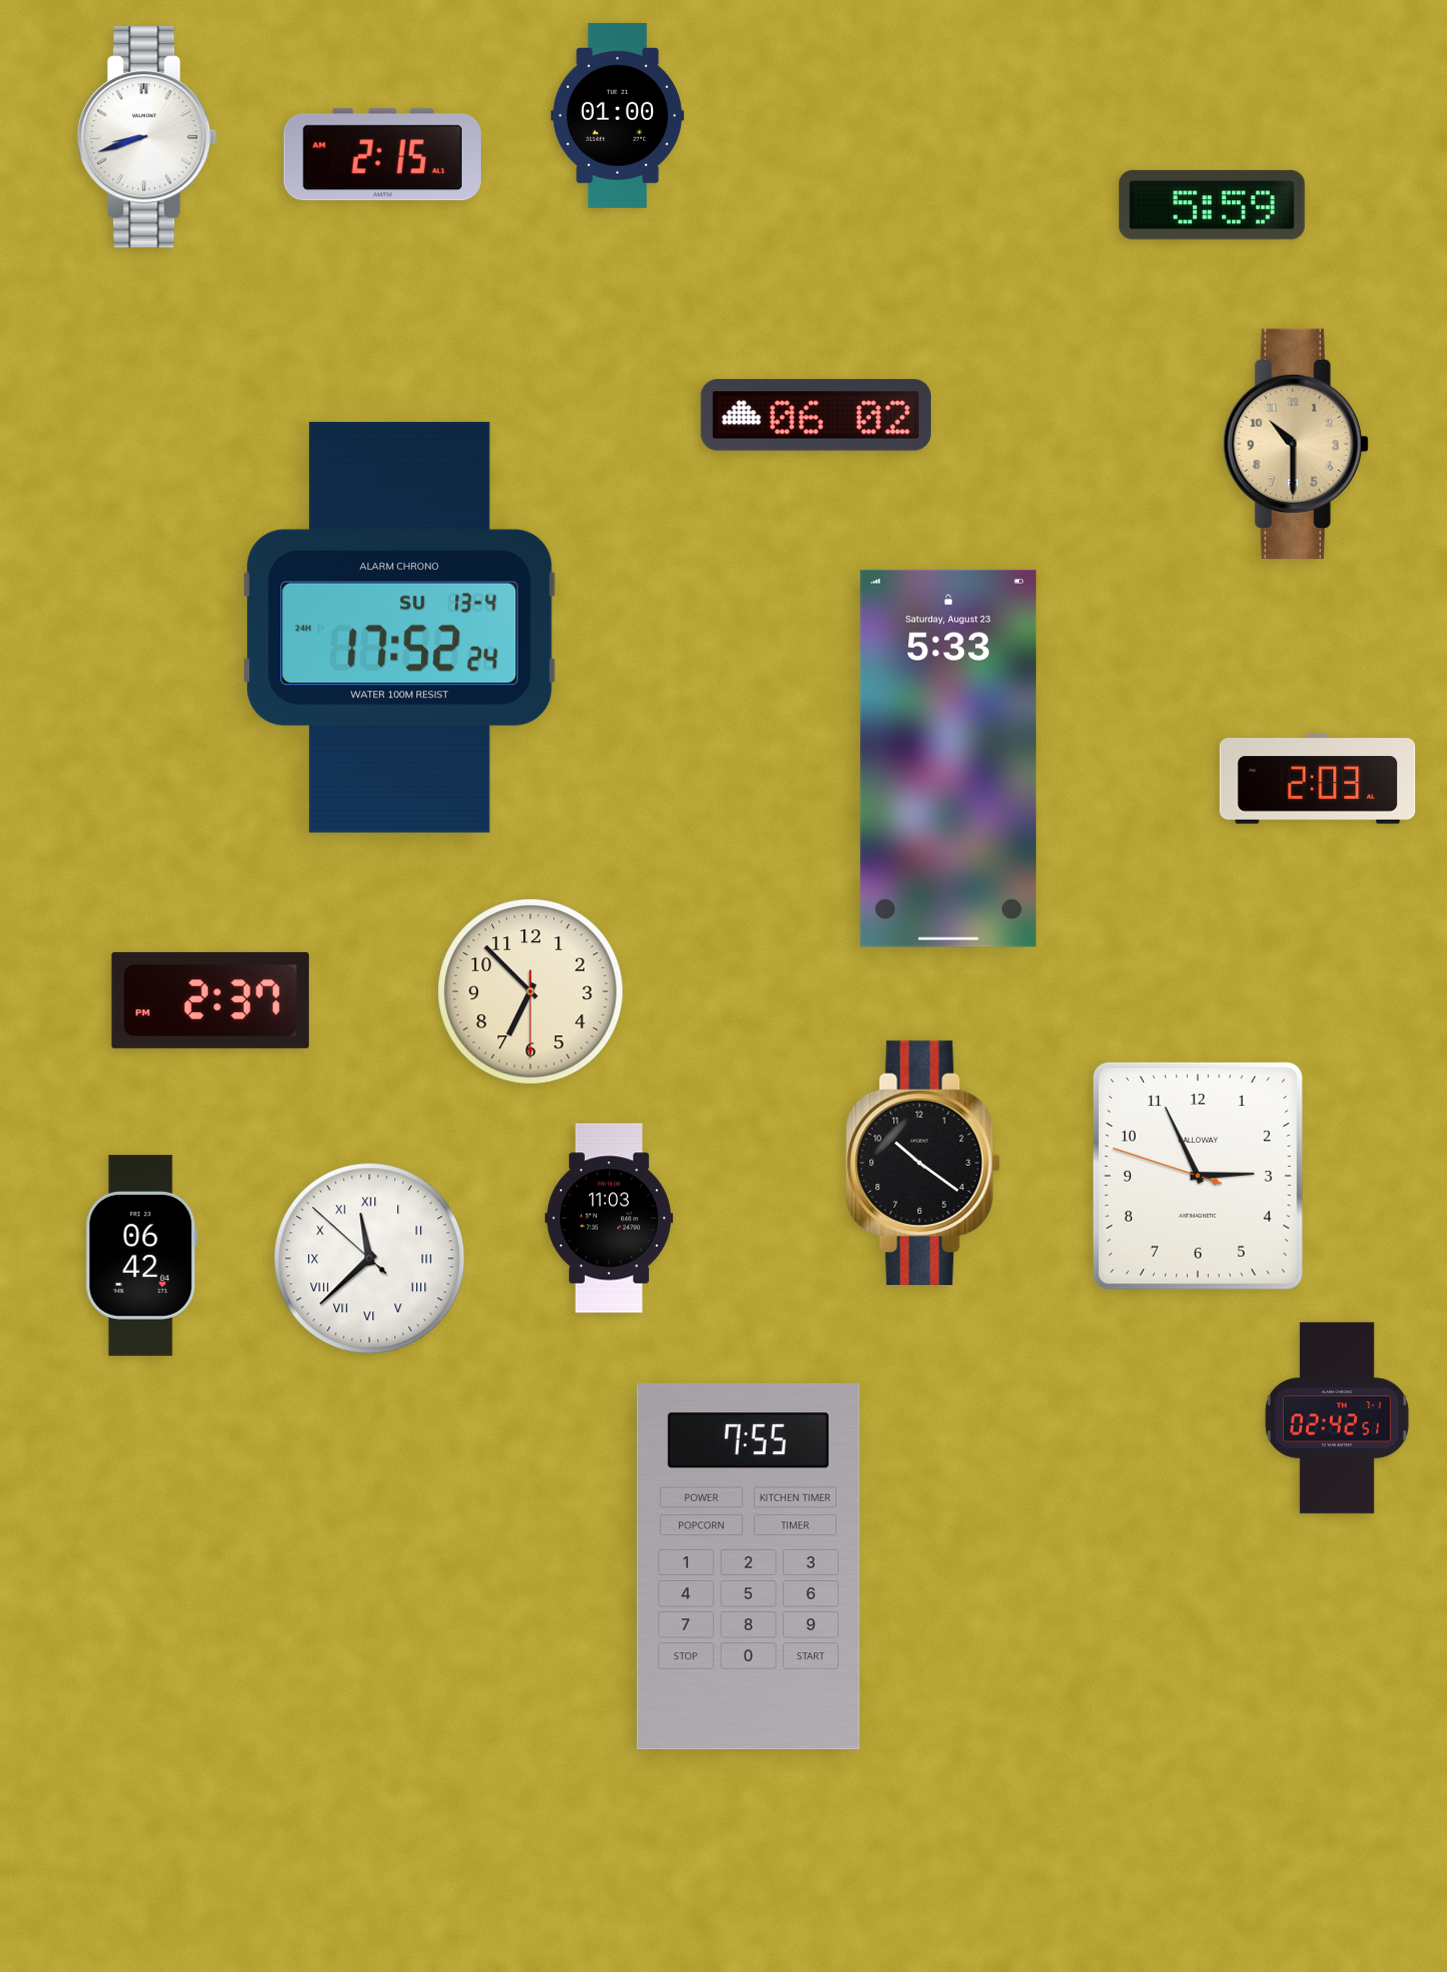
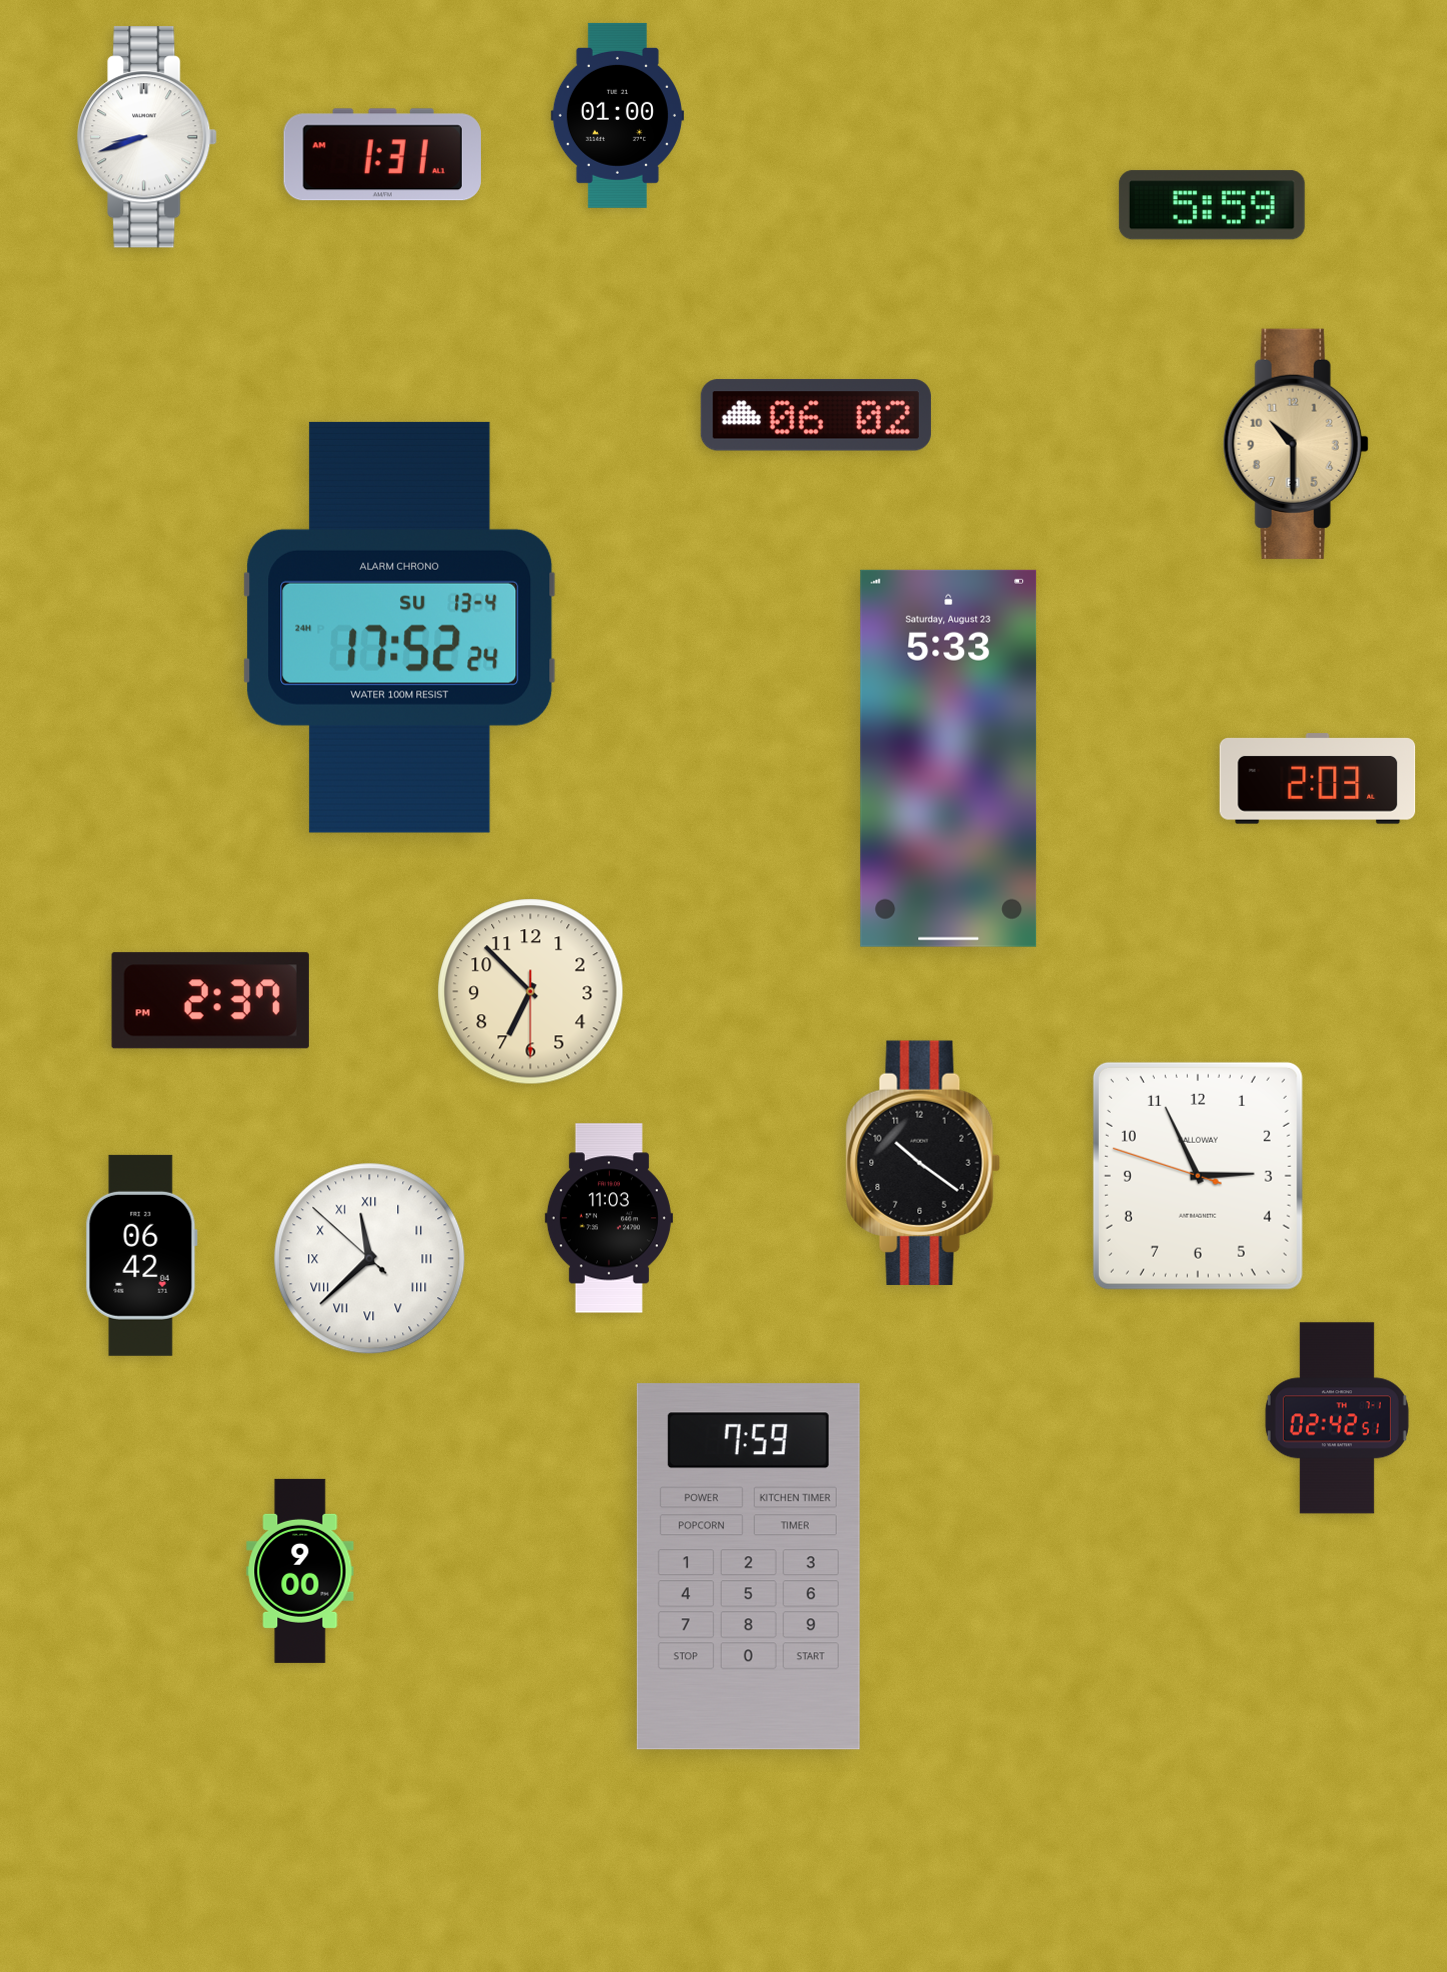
clock at (382, 155): 2:15 -> 1:31
clock at (748, 1567): 7:55 -> 7:59
clock at (300, 1571): none -> 9:00
